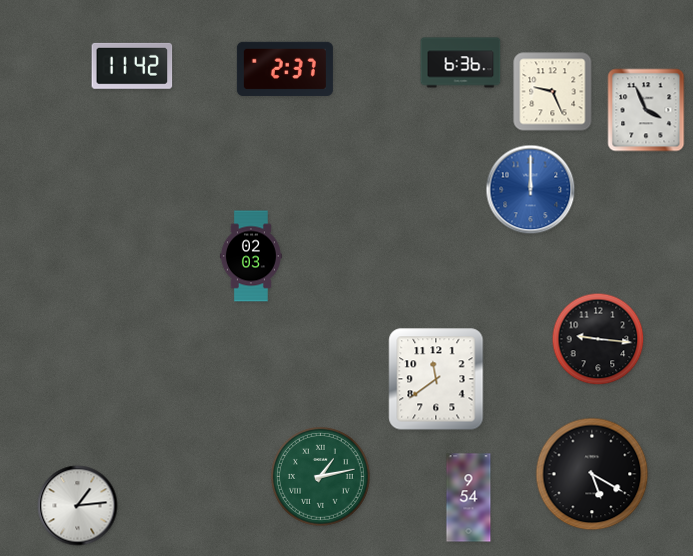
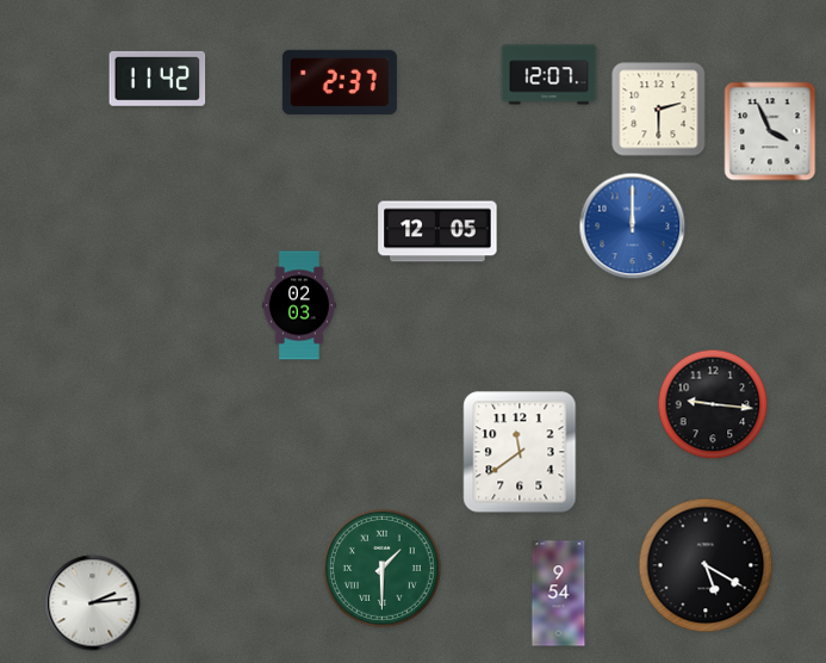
clock at (461, 63): 6:36 -> 12:07
clock at (553, 92): 9:26 -> 2:30
clock at (437, 231): none -> 12:05
clock at (321, 477): 1:13 -> 1:30
clock at (78, 506): 1:14 -> 2:14
